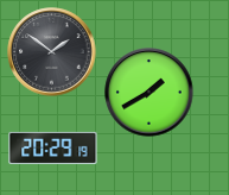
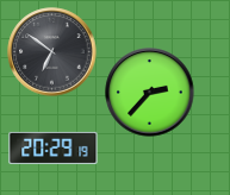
clock at (52, 52): 1:51 -> 6:51
clock at (150, 93): 1:40 -> 2:37
